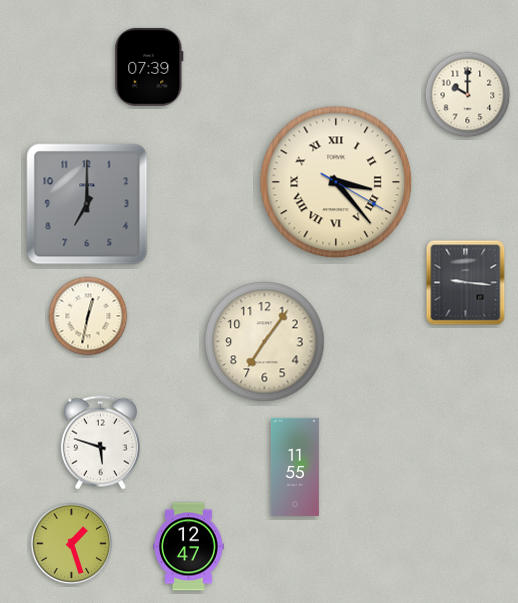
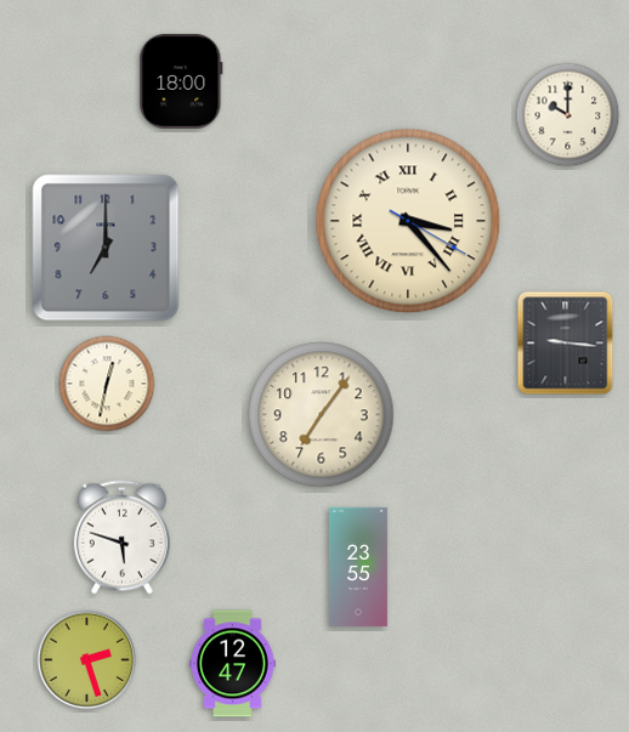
clock at (149, 67): 07:39 -> 18:00
clock at (295, 467): 11:55 -> 23:55
clock at (72, 544): 1:27 -> 2:27
clock at (189, 547) position: (189, 547) -> (233, 664)
